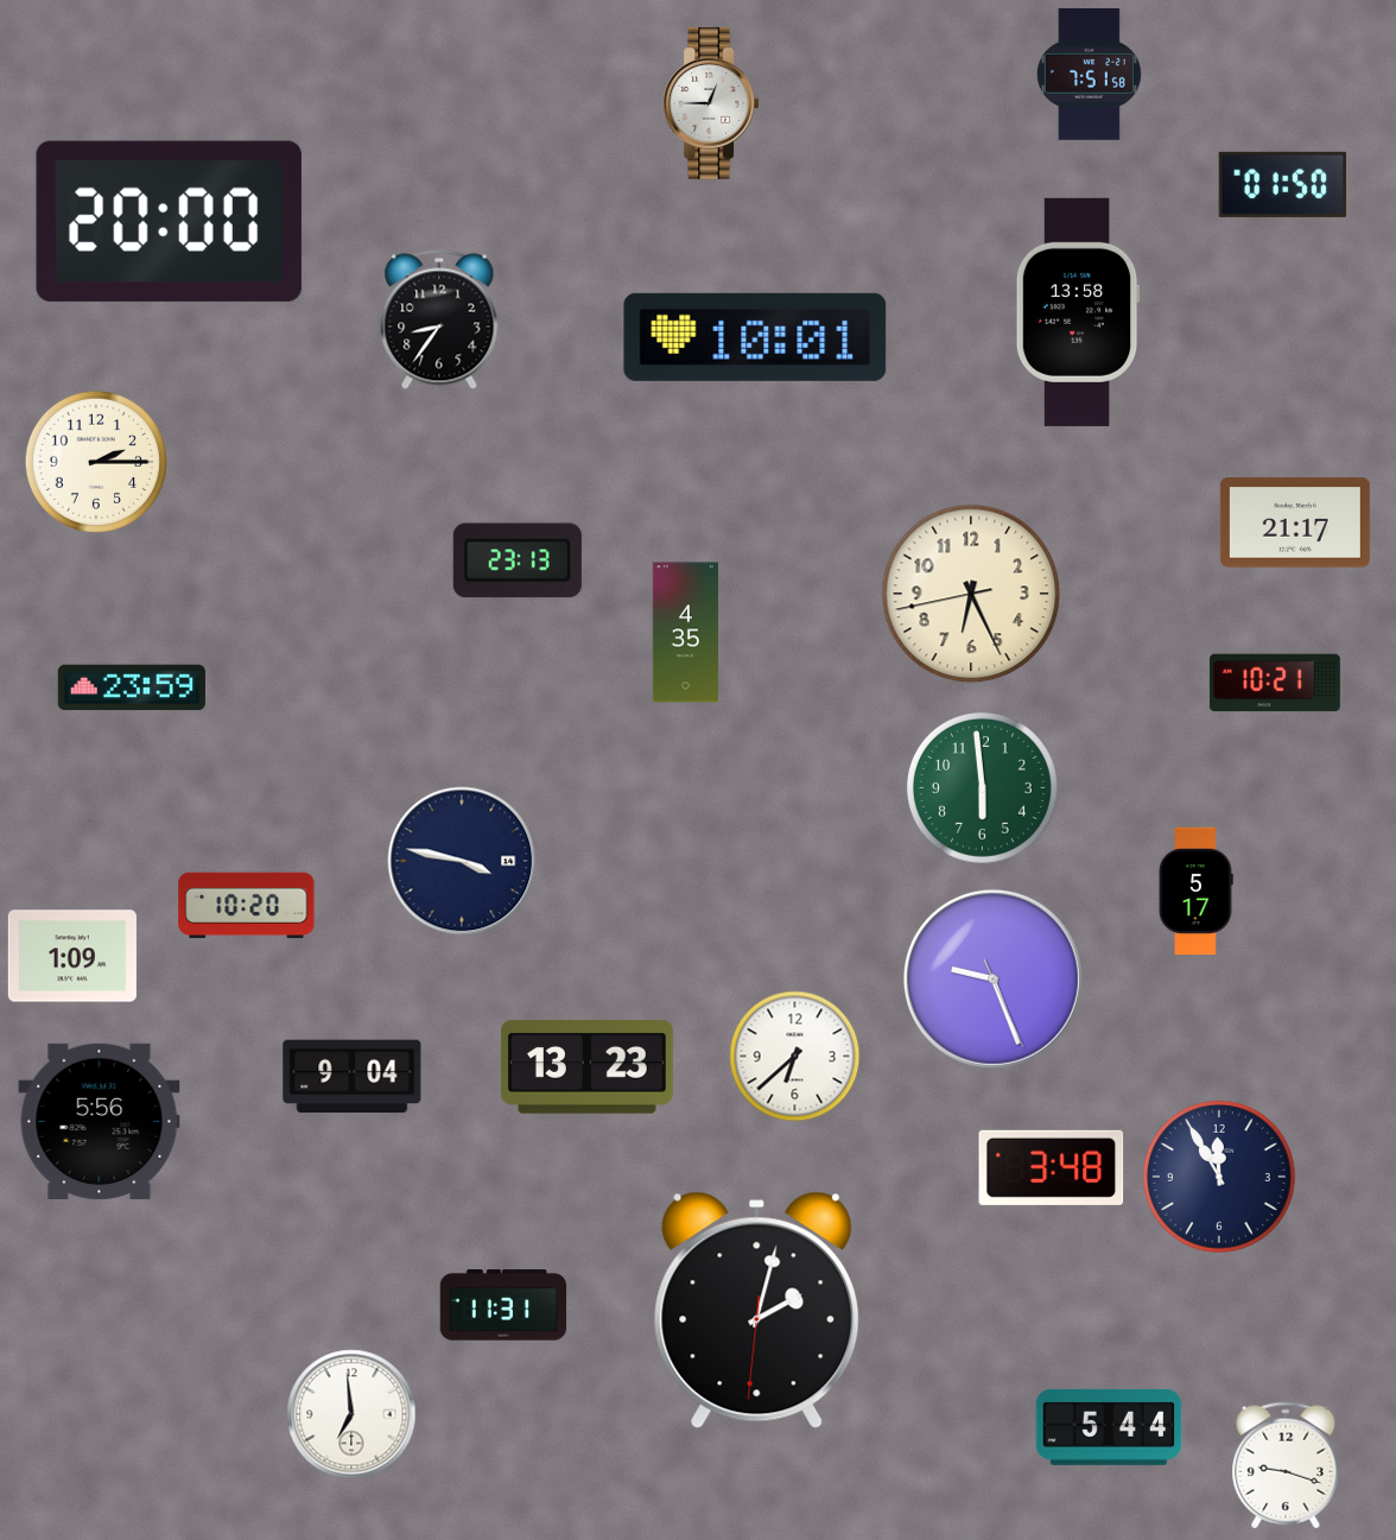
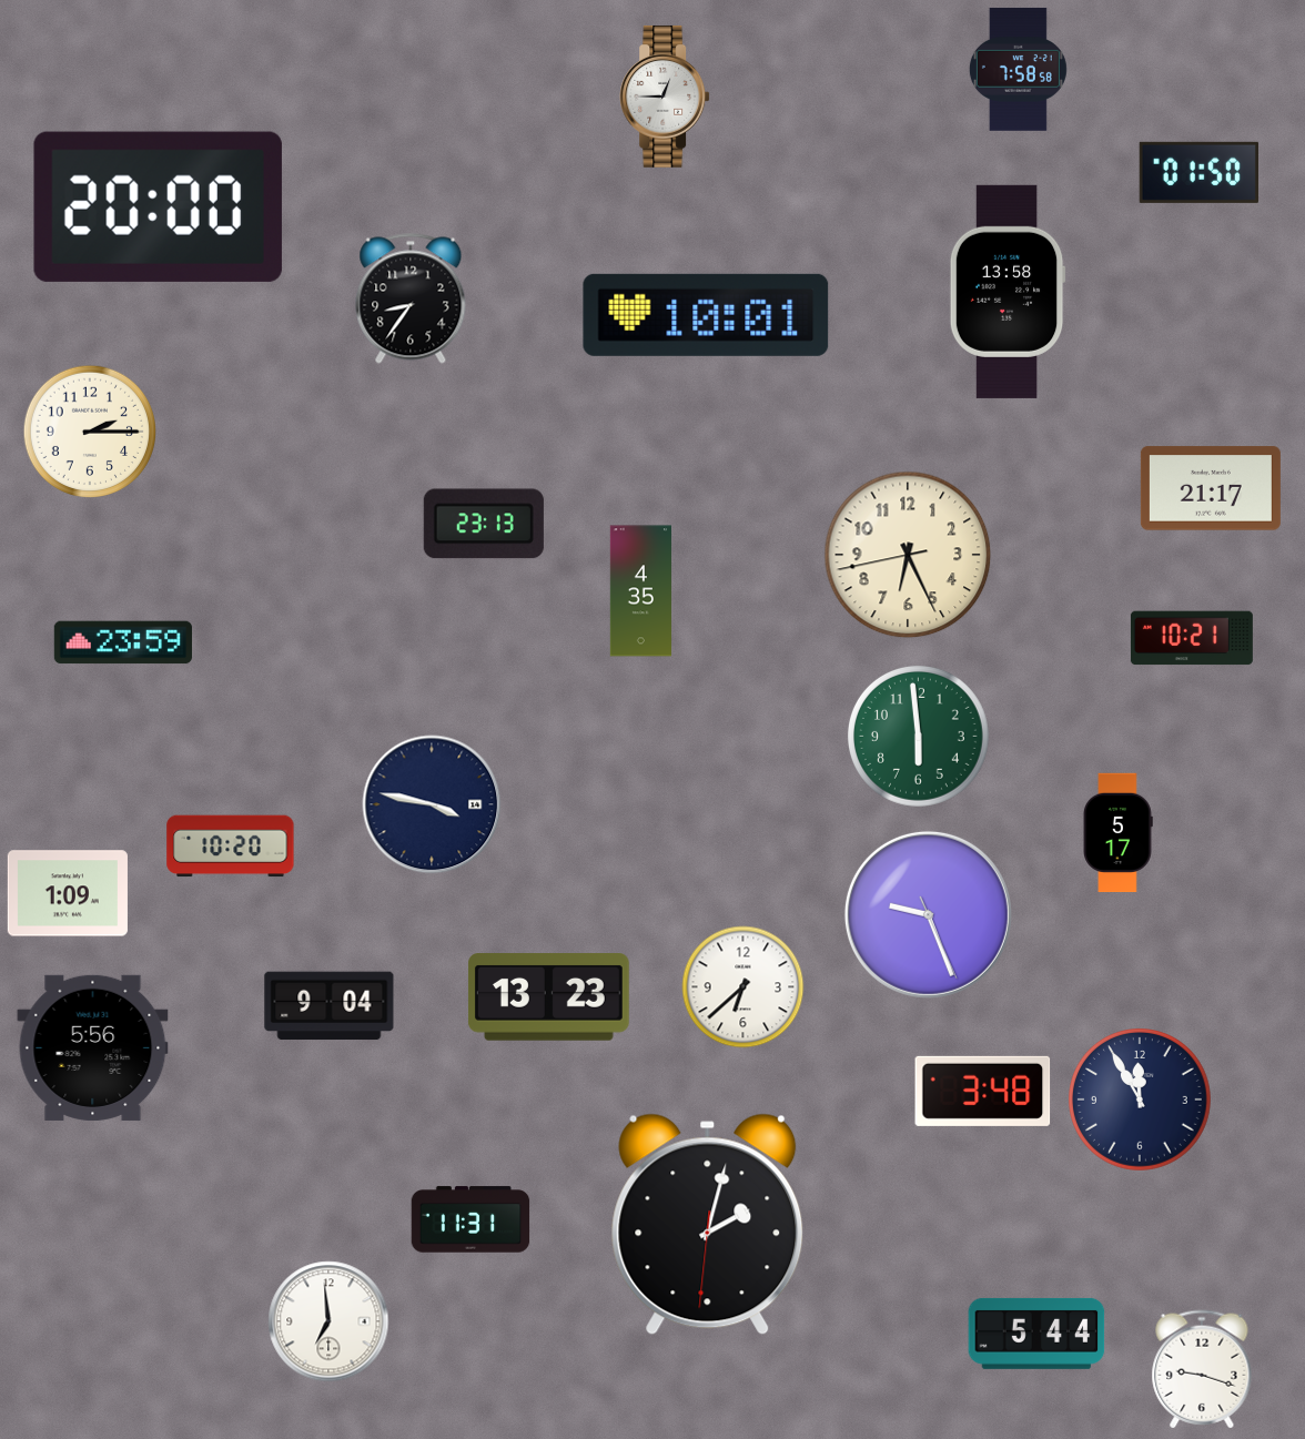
clock at (1089, 75): 7:51 -> 7:58
